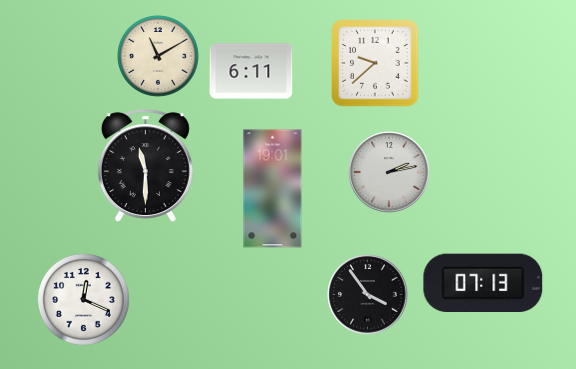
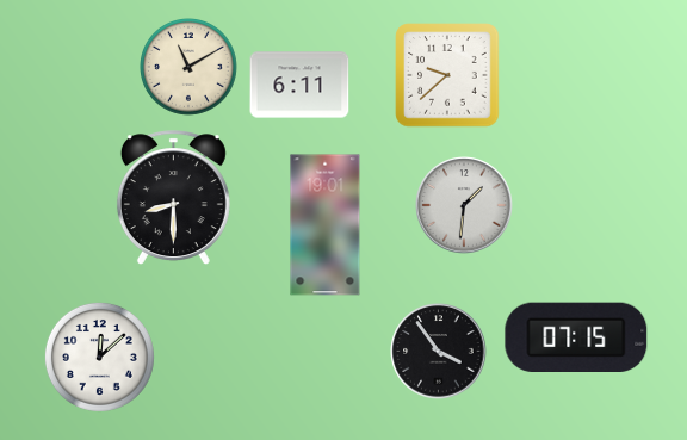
clock at (145, 165): 11:30 -> 8:30
clock at (389, 172): 2:13 -> 1:31
clock at (483, 282): 07:13 -> 07:15
clock at (83, 299): 12:19 -> 12:08
